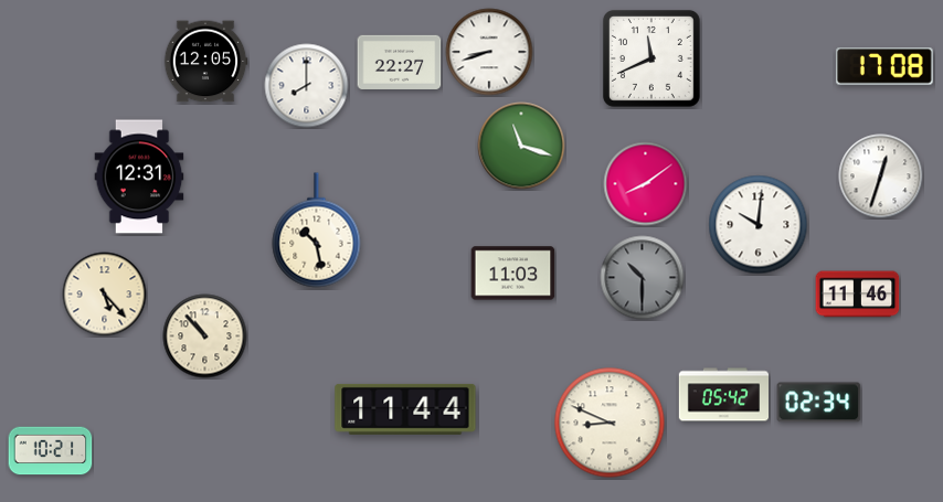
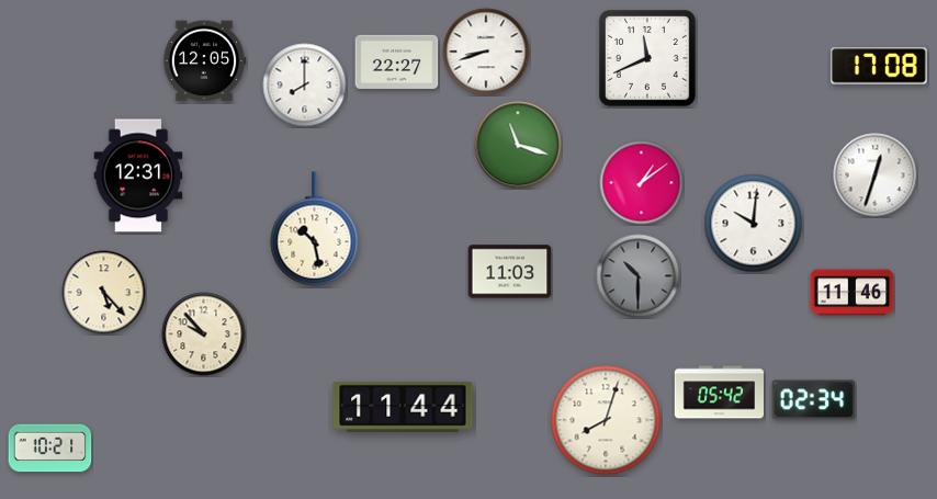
clock at (646, 184): 8:09 -> 1:09
clock at (205, 337): 10:53 -> 9:53
clock at (610, 423): 8:49 -> 8:03
